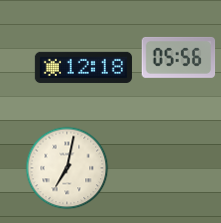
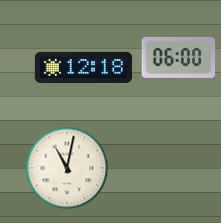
clock at (179, 57): 05:56 -> 06:00
clock at (67, 168): 7:02 -> 11:02
